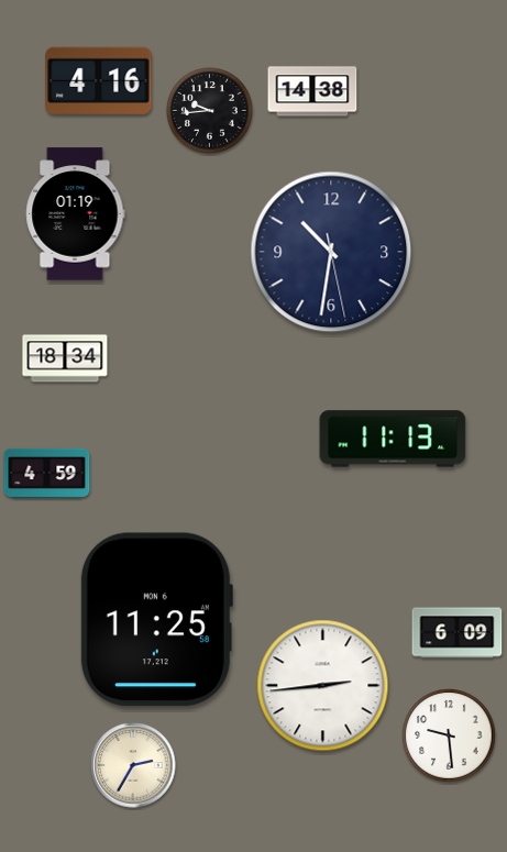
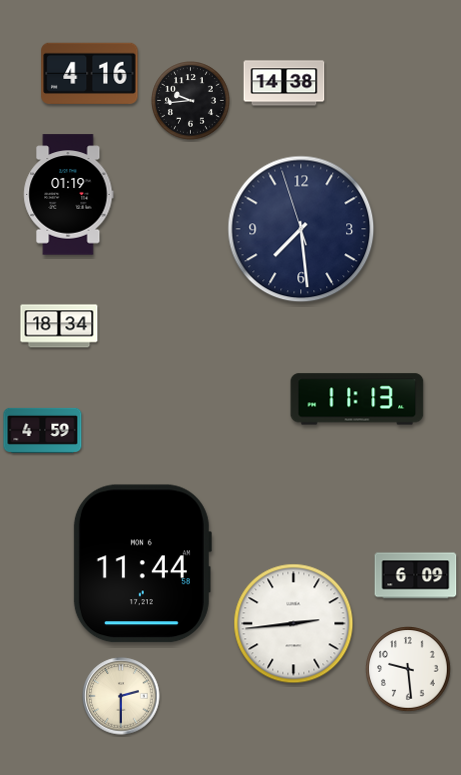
clock at (331, 252): 10:31 -> 7:28
clock at (156, 620): 11:25 -> 11:44
clock at (133, 765): 2:35 -> 2:30
